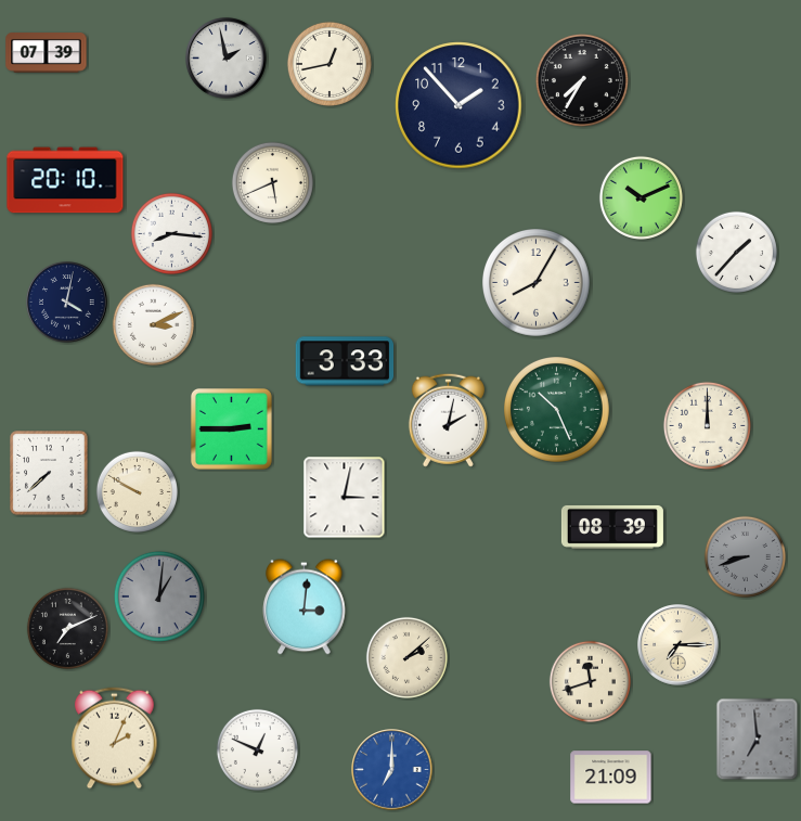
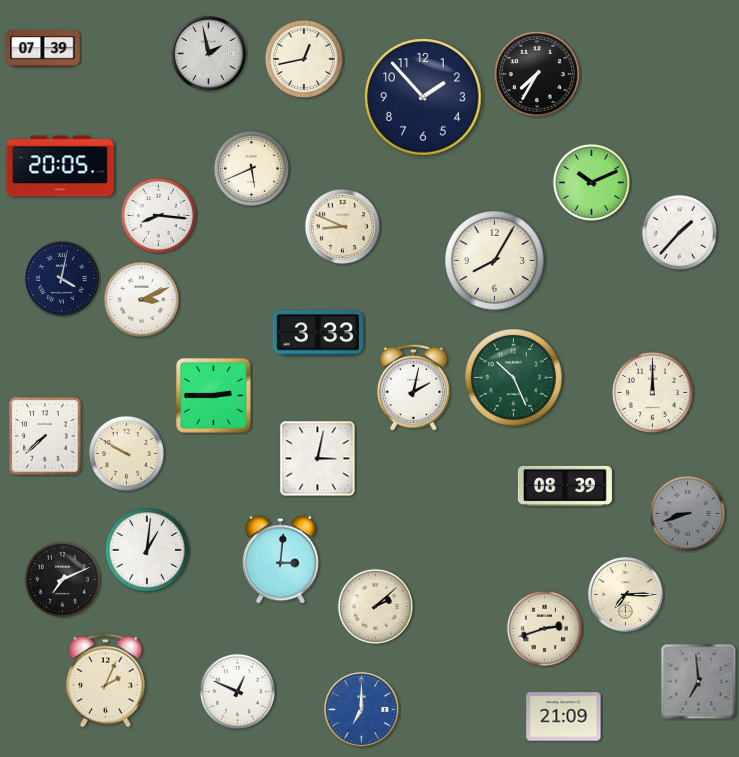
clock at (65, 180): 20:10 -> 20:05
clock at (342, 226): none -> 8:49
clock at (159, 596) dial: grey -> white
clock at (590, 681): 11:42 -> 2:42
